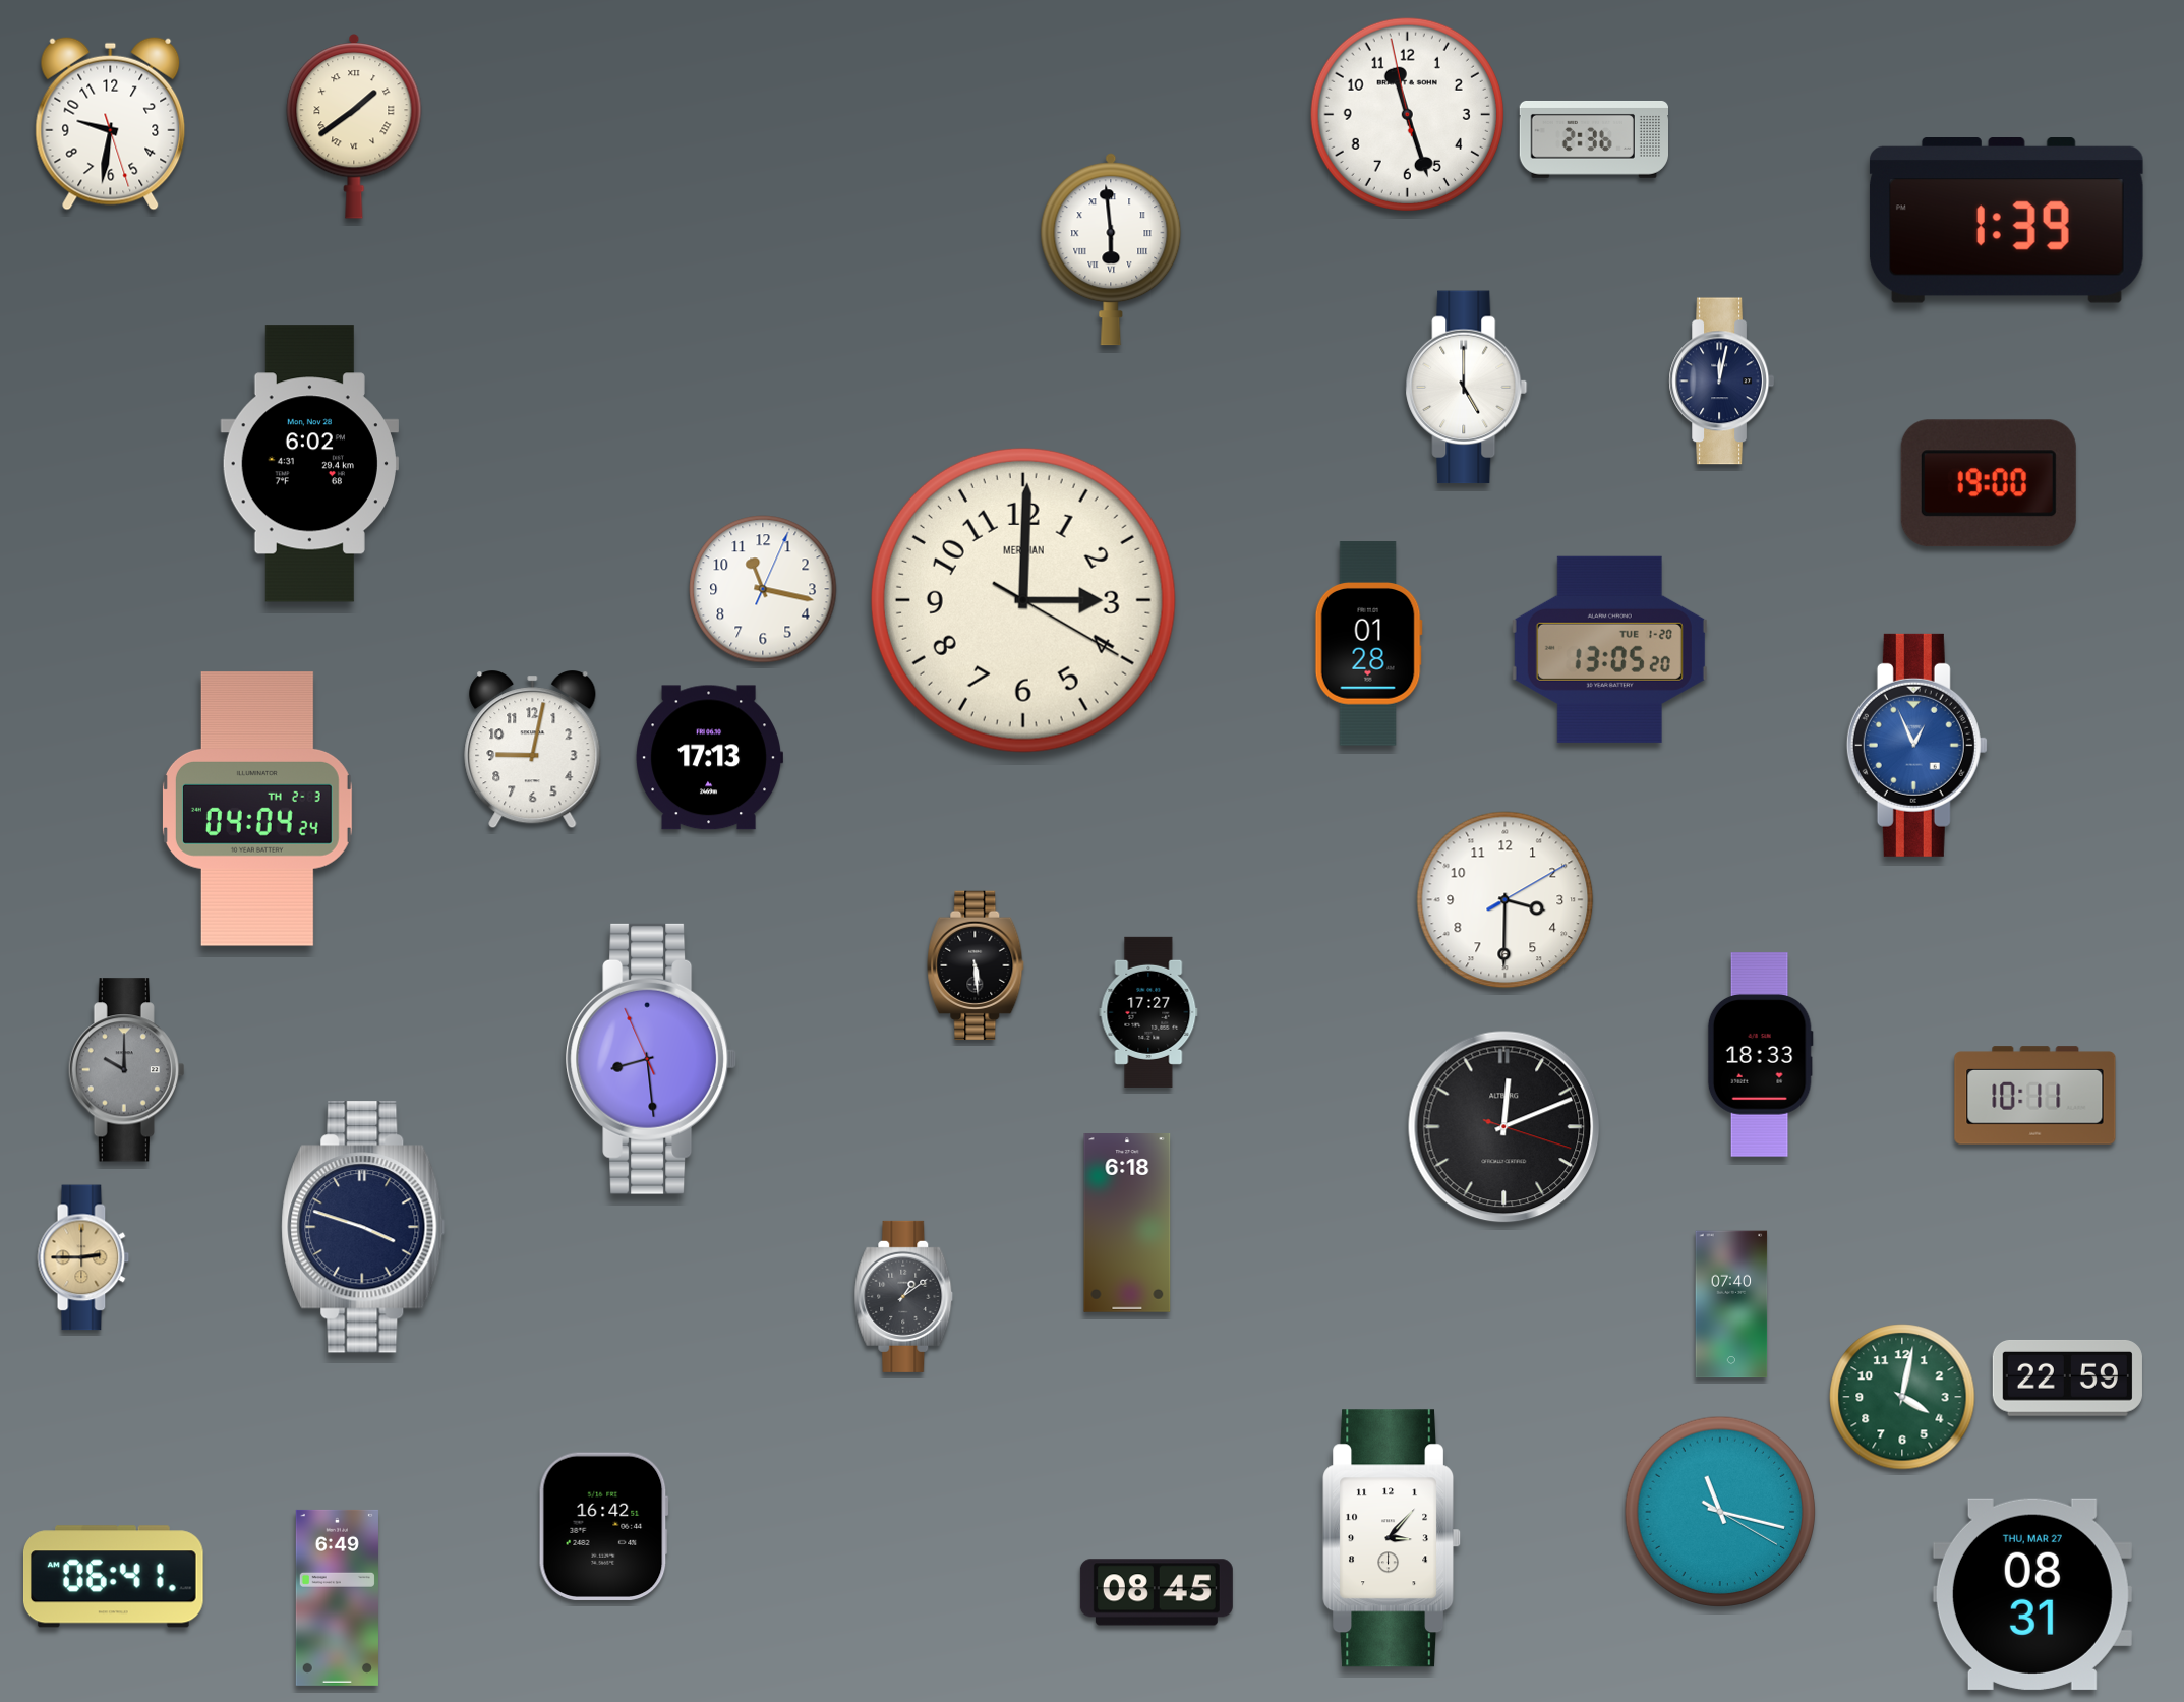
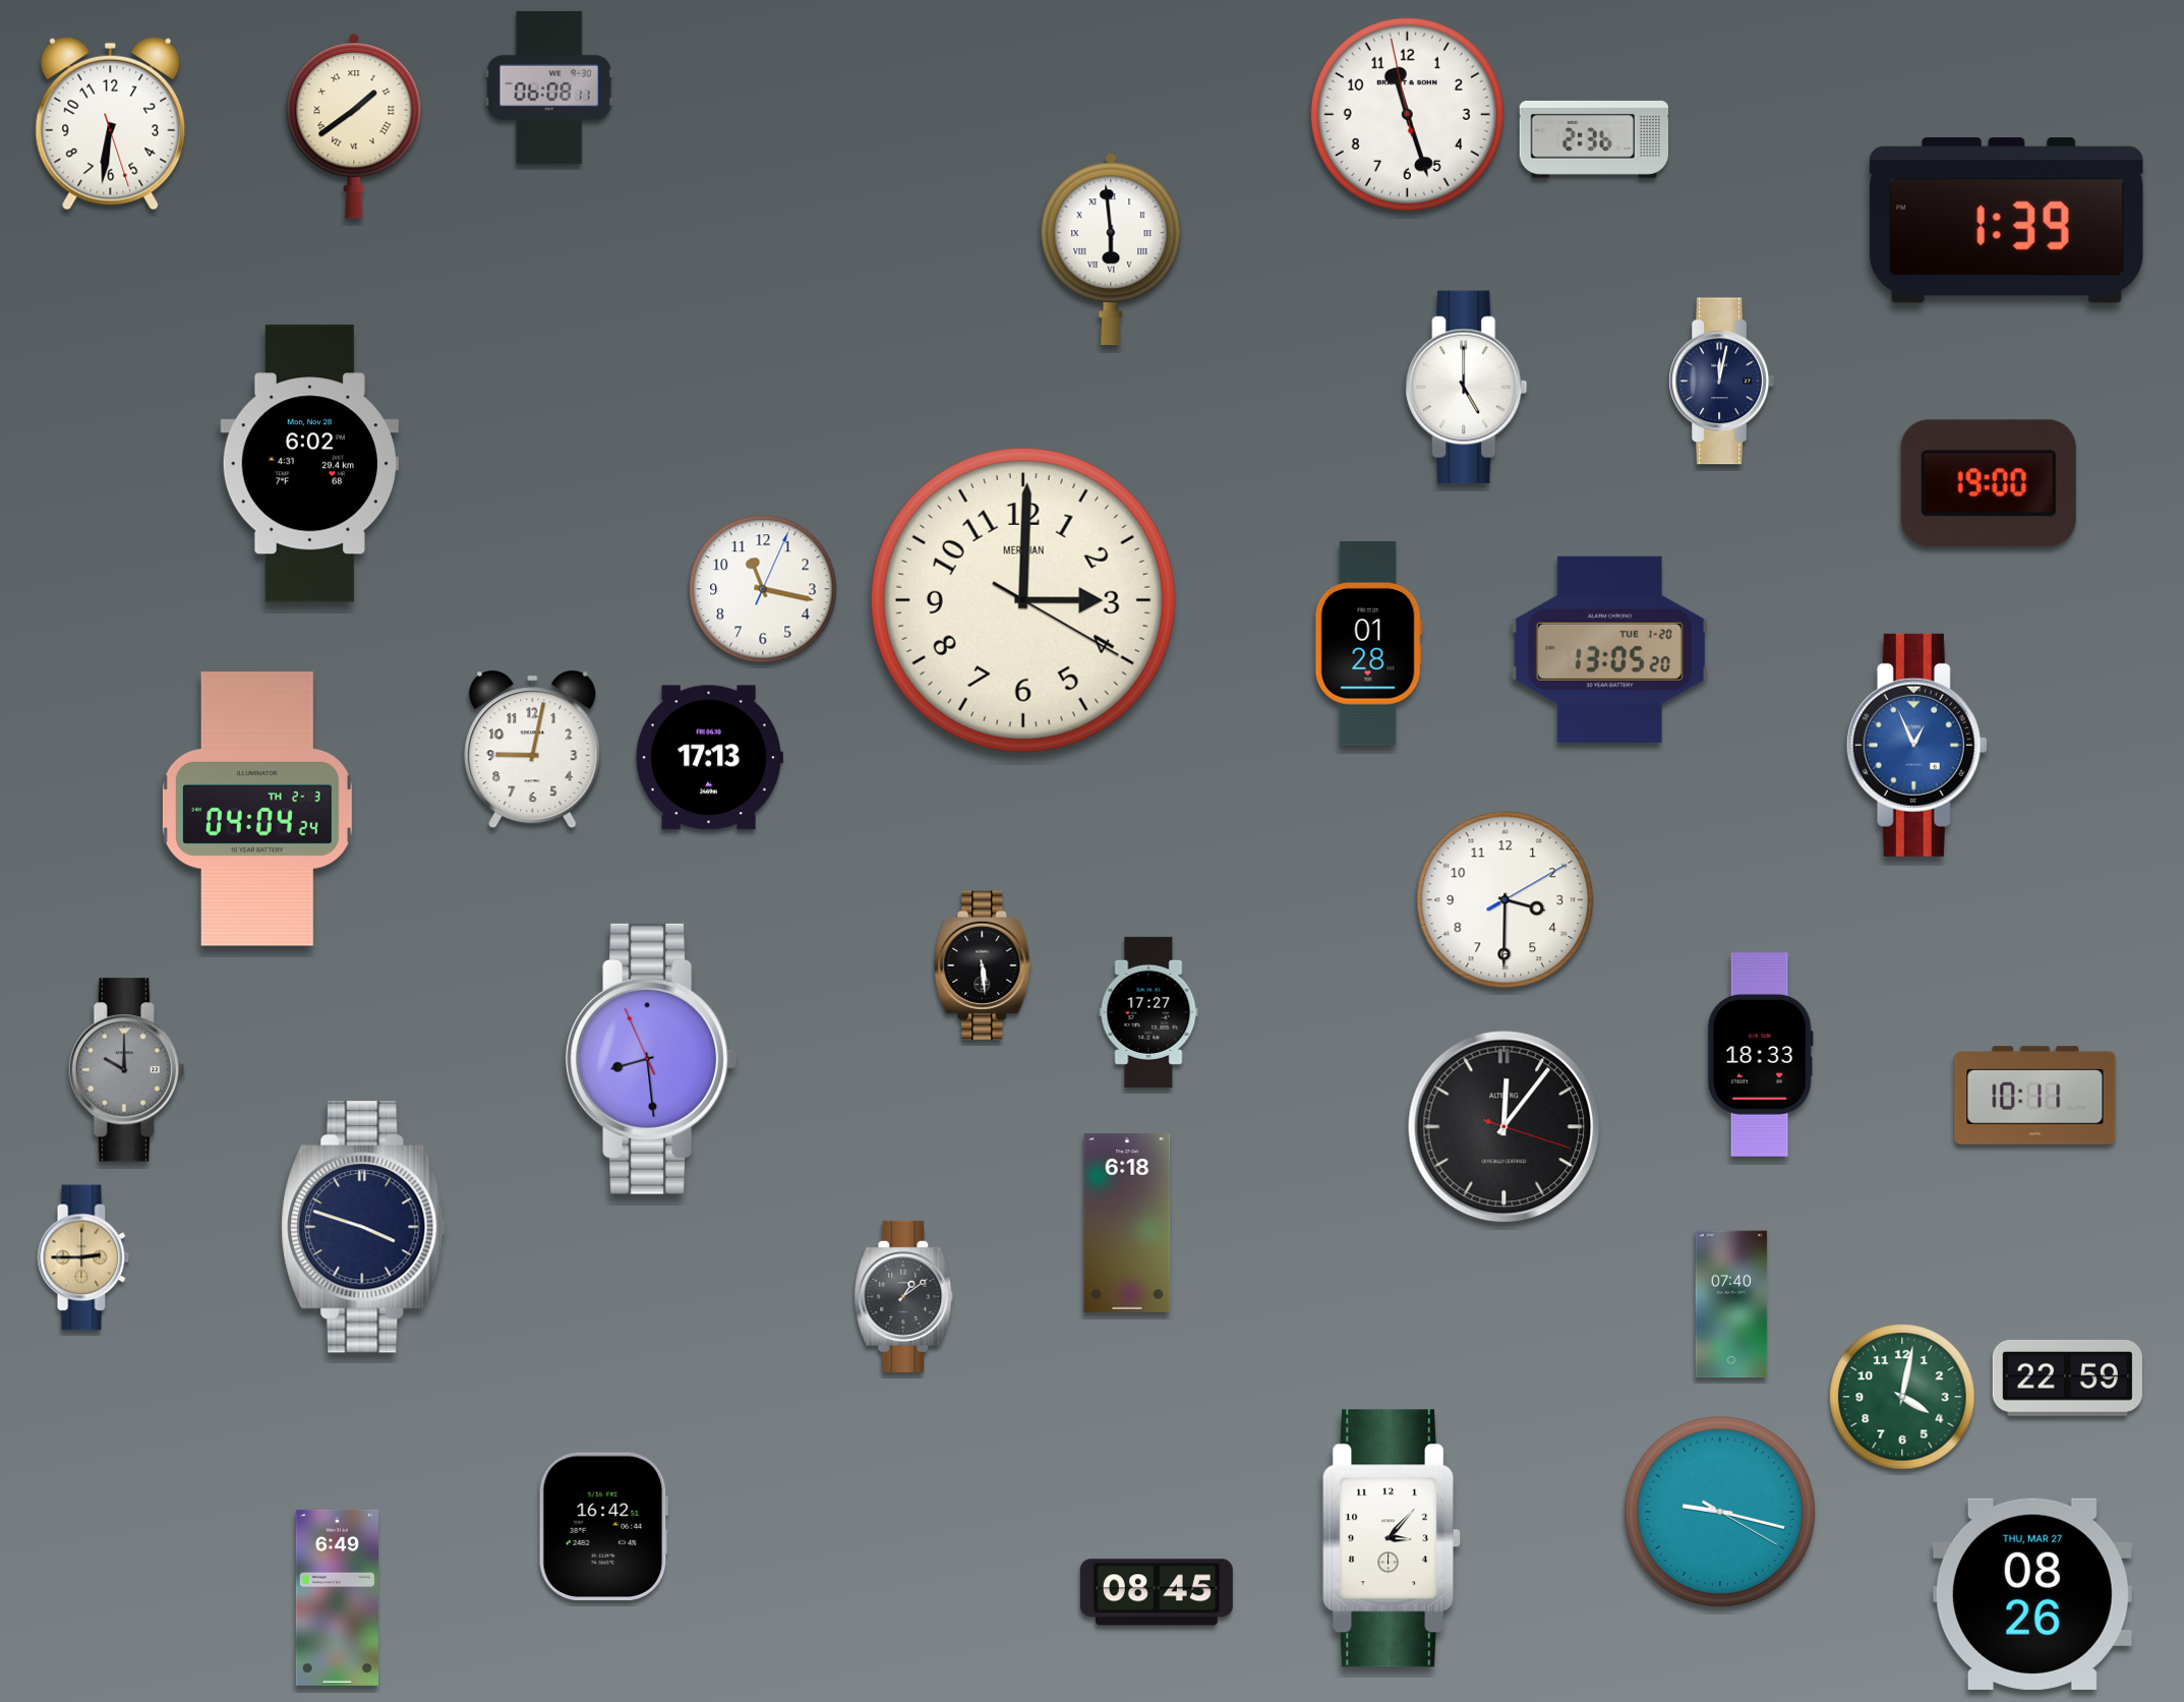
clock at (549, 87): none -> 06:08
clock at (111, 123): 9:31 -> 6:31
clock at (976, 964) position: (976, 964) -> (983, 964)
clock at (1504, 1127): 12:11 -> 12:06
clock at (1720, 1512): 11:17 -> 9:17
clock at (113, 1577): 06:41 -> none
clock at (2032, 1594): 08:31 -> 08:26
